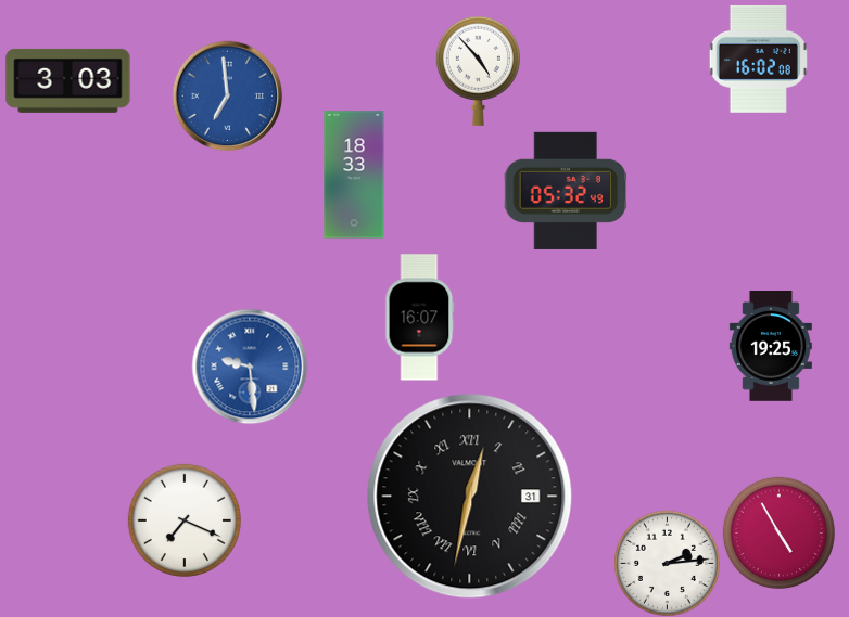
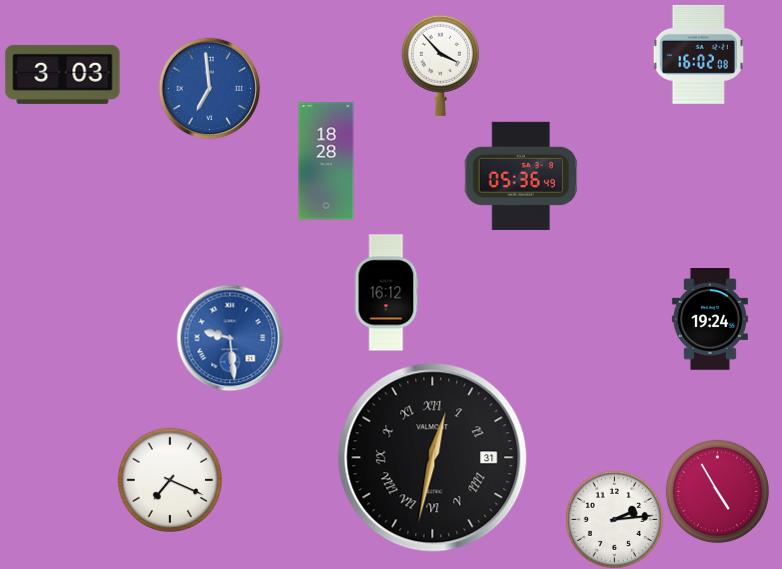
clock at (478, 70): 4:53 -> 3:53
clock at (354, 175): 18:33 -> 18:28
clock at (566, 191): 05:32 -> 05:36
clock at (420, 318): 16:07 -> 16:12
clock at (771, 347): 19:25 -> 19:24
